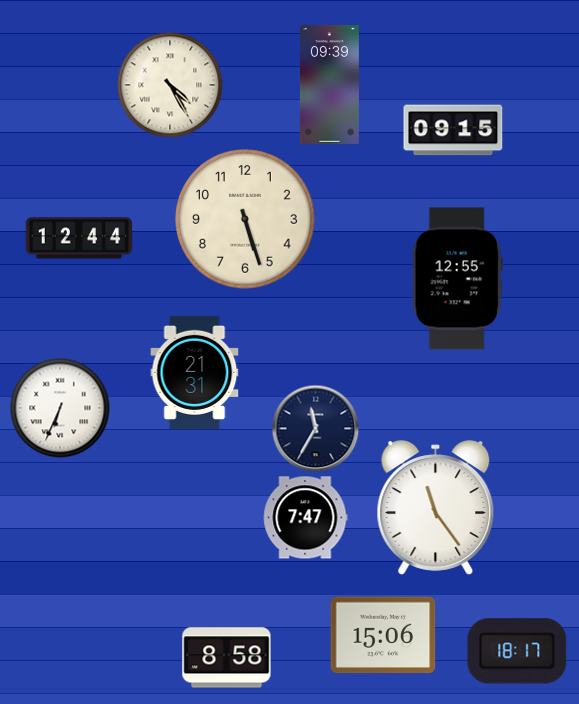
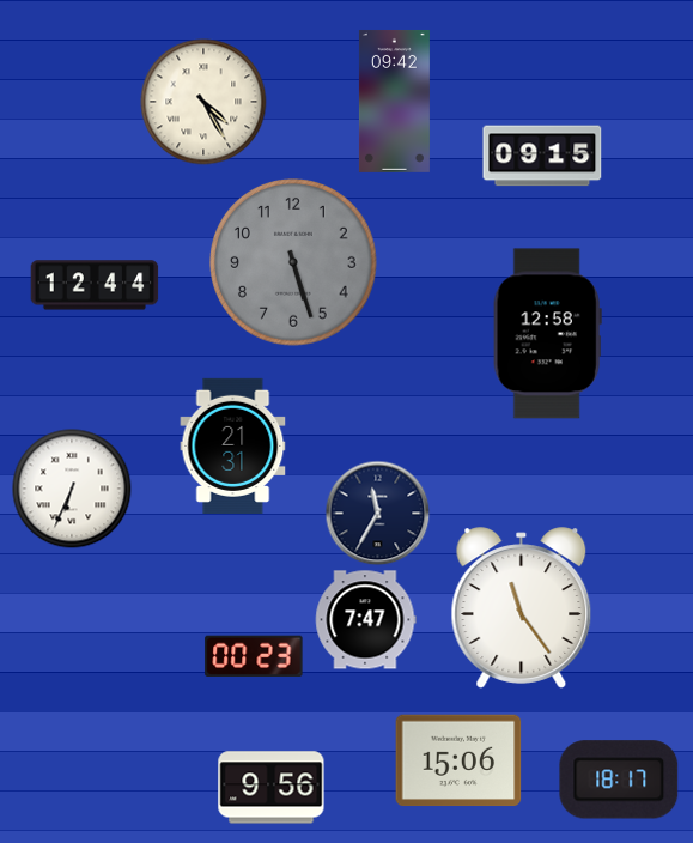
clock at (329, 84): 09:39 -> 09:42
clock at (245, 219) dial: cream -> grey
clock at (457, 279): 12:55 -> 12:58
clock at (254, 656): none -> 00:23
clock at (227, 658): 8:58 -> 9:56
